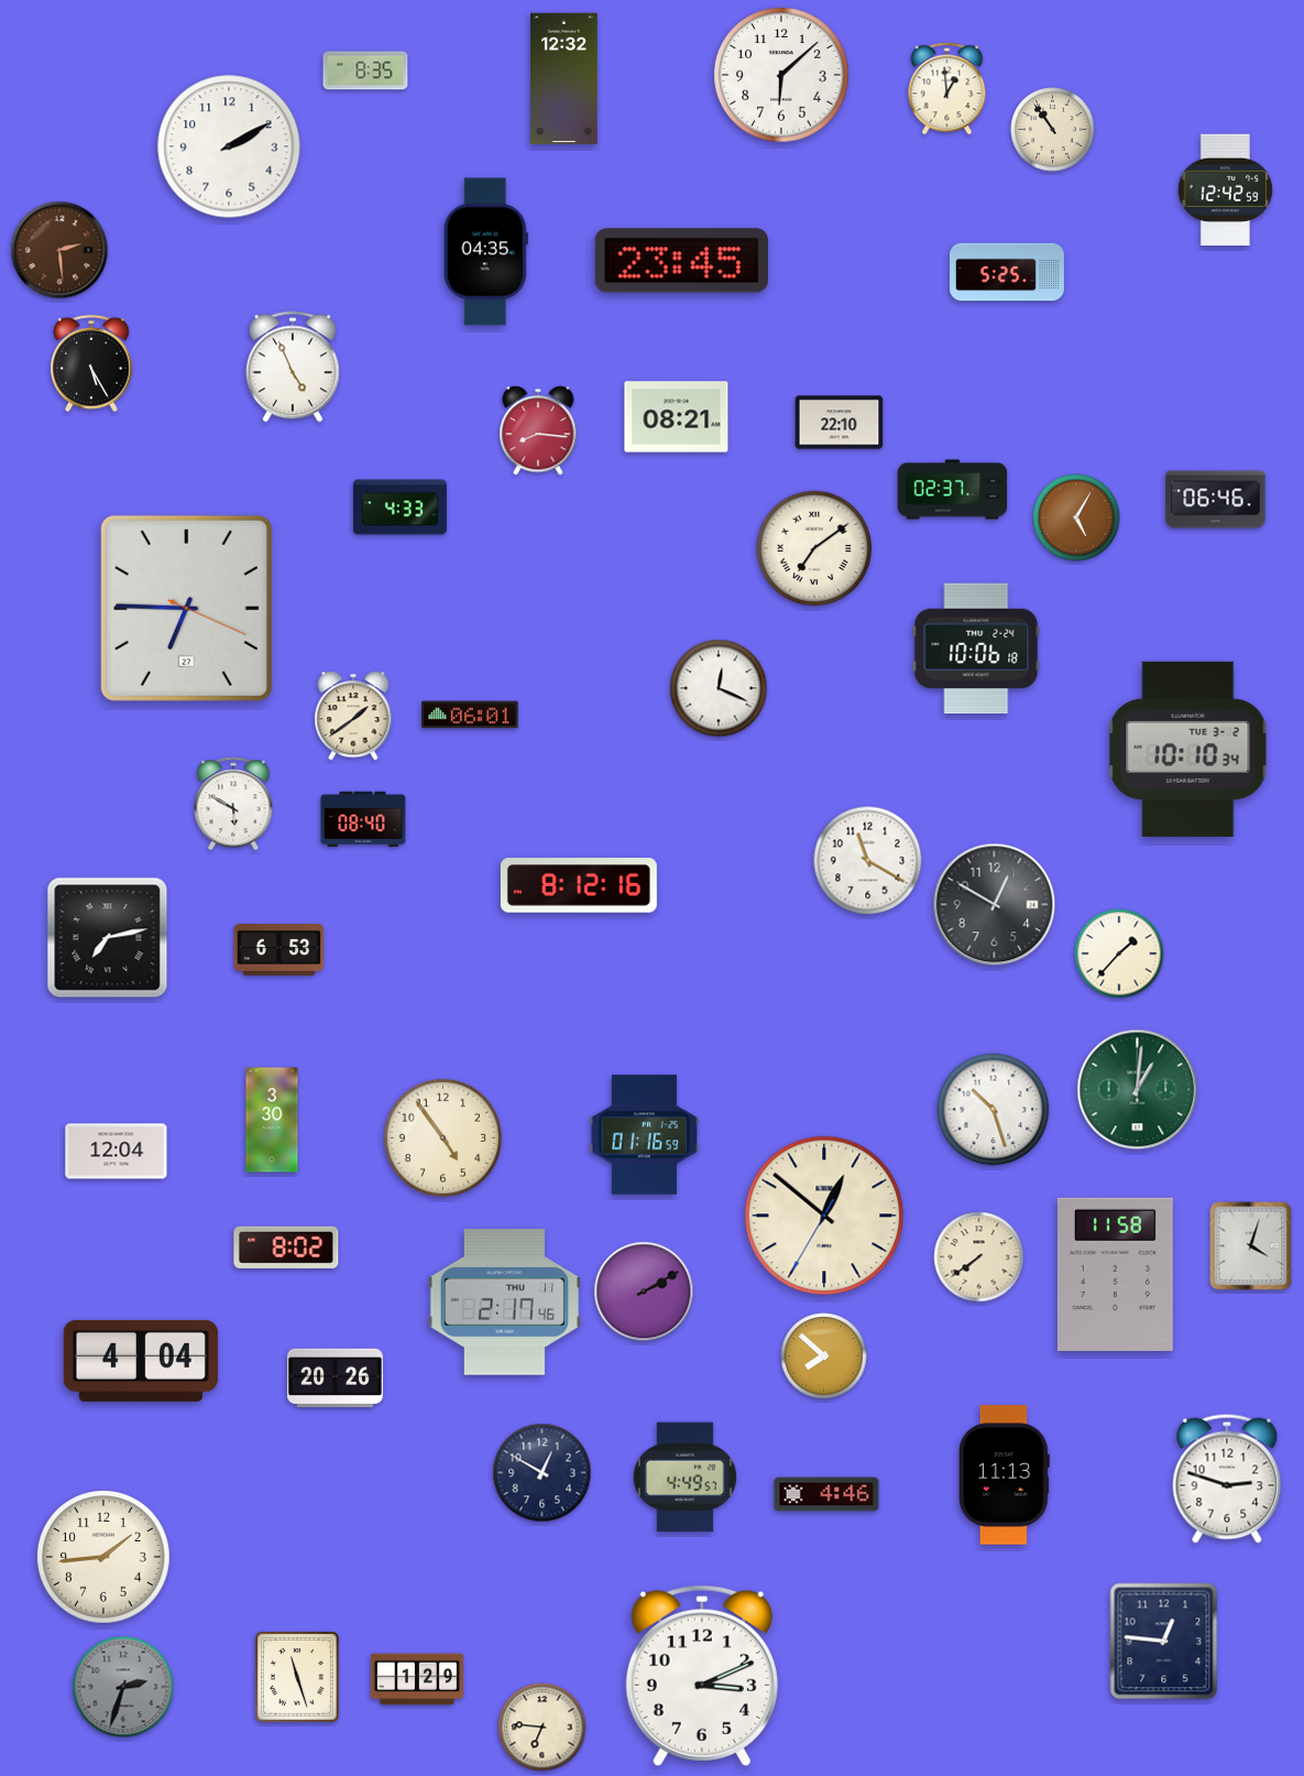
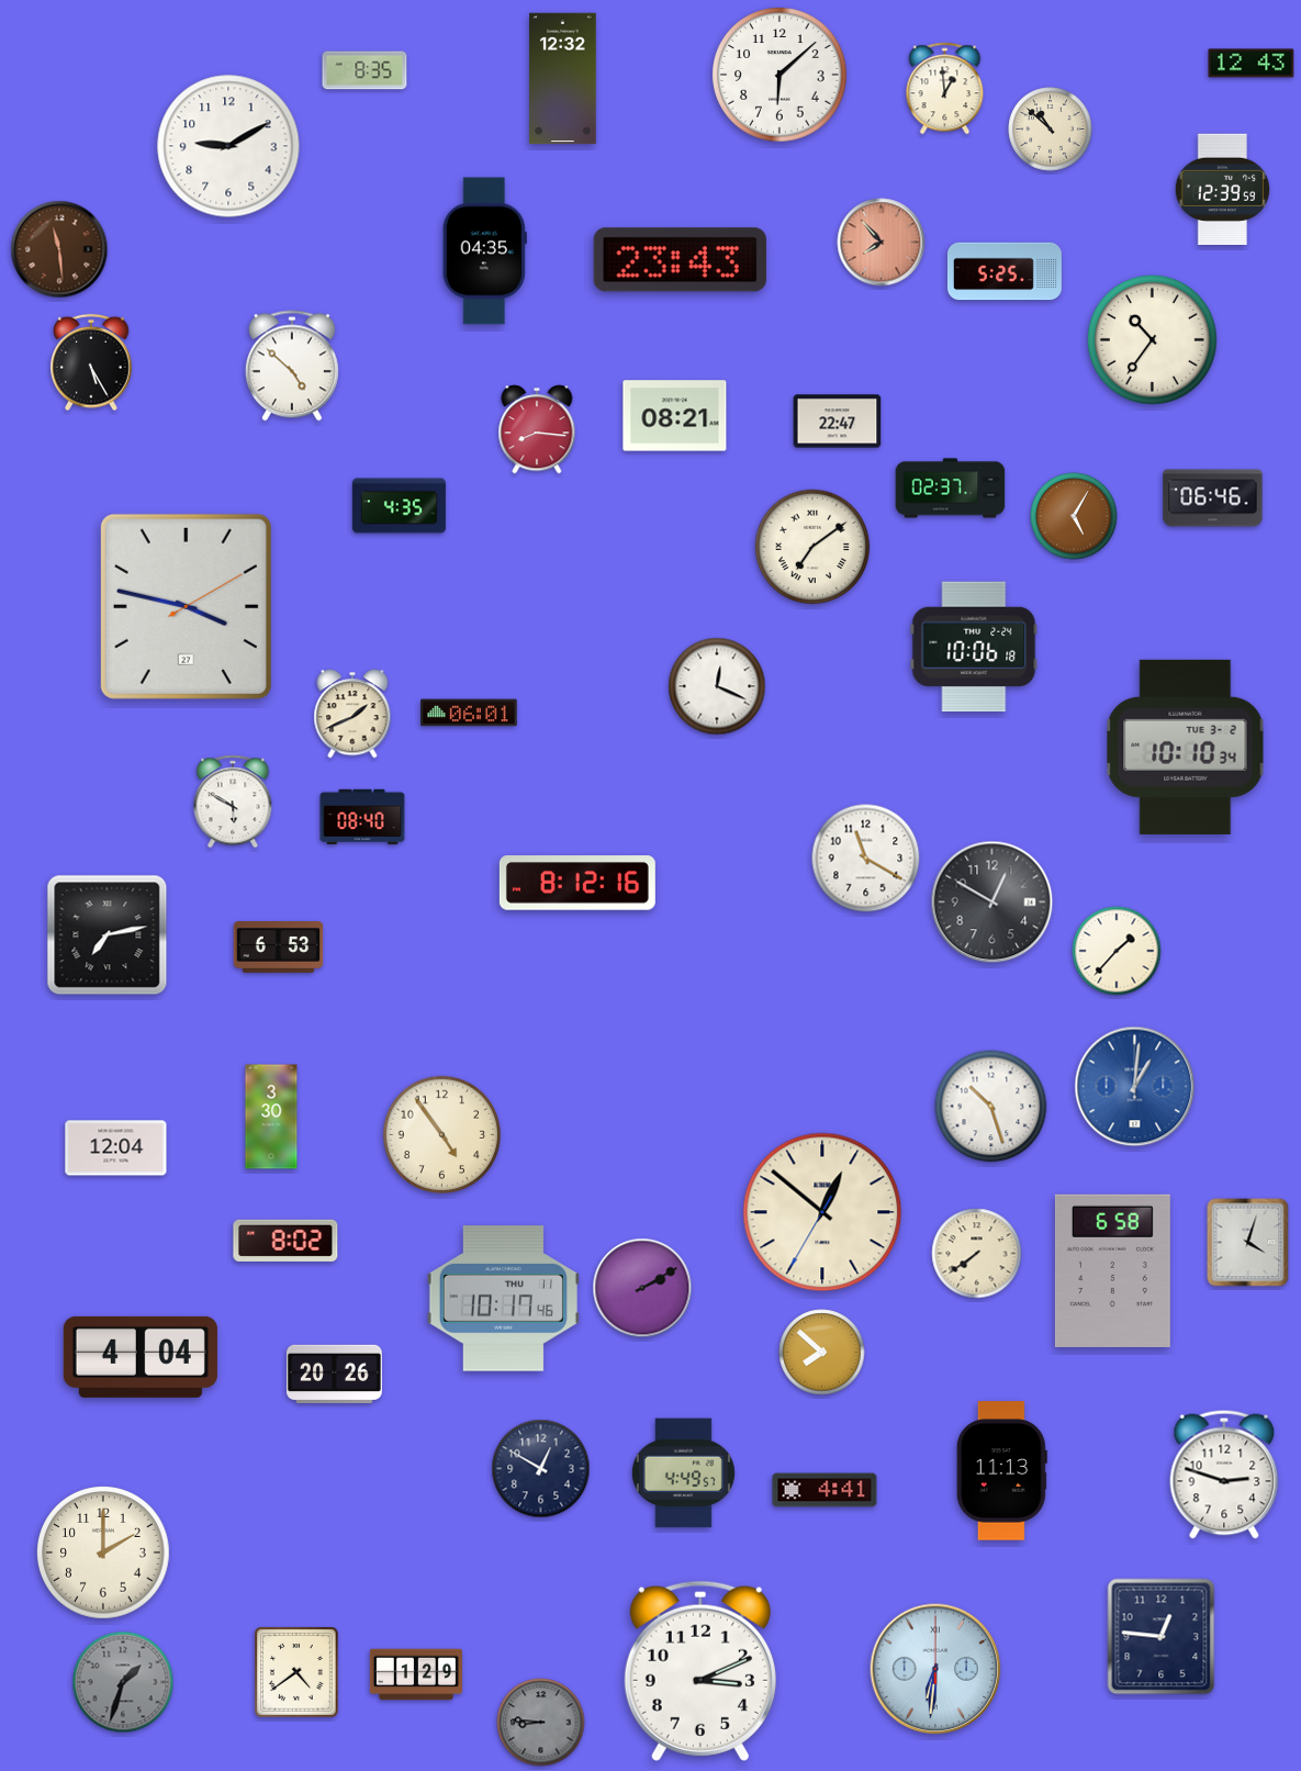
clock at (1252, 64): none -> 12:43
clock at (1053, 130): 10:54 -> 10:52
clock at (229, 146): 2:10 -> 9:10
clock at (1225, 189): 12:42 -> 12:39
clock at (882, 243): none -> 7:53
clock at (59, 250): 2:29 -> 11:29
clock at (681, 261): 23:45 -> 23:43
clock at (1152, 339): none -> 10:36
clock at (293, 367): 4:56 -> 4:52
clock at (840, 423): 22:10 -> 22:47
clock at (399, 508): 4:33 -> 4:35
clock at (186, 608): 6:45 -> 3:47
clock at (353, 716): 1:39 -> 1:41
clock at (1138, 1090) dial: green -> blue
clock at (645, 1135): 01:16 -> none
clock at (286, 1247) position: (286, 1247) -> (285, 1241)
clock at (1115, 1274): 11:58 -> 6:58
clock at (504, 1303): 2:17 -> 10:17
clock at (826, 1494): 4:46 -> 4:41
clock at (103, 1557): 1:44 -> 2:00
clock at (935, 1669): none -> 6:31
clock at (298, 1678): 11:27 -> 4:39
clock at (123, 1687): 2:33 -> 1:33
clock at (543, 1728): 6:46 -> 8:46
clock at (543, 1728) dial: cream -> grey
